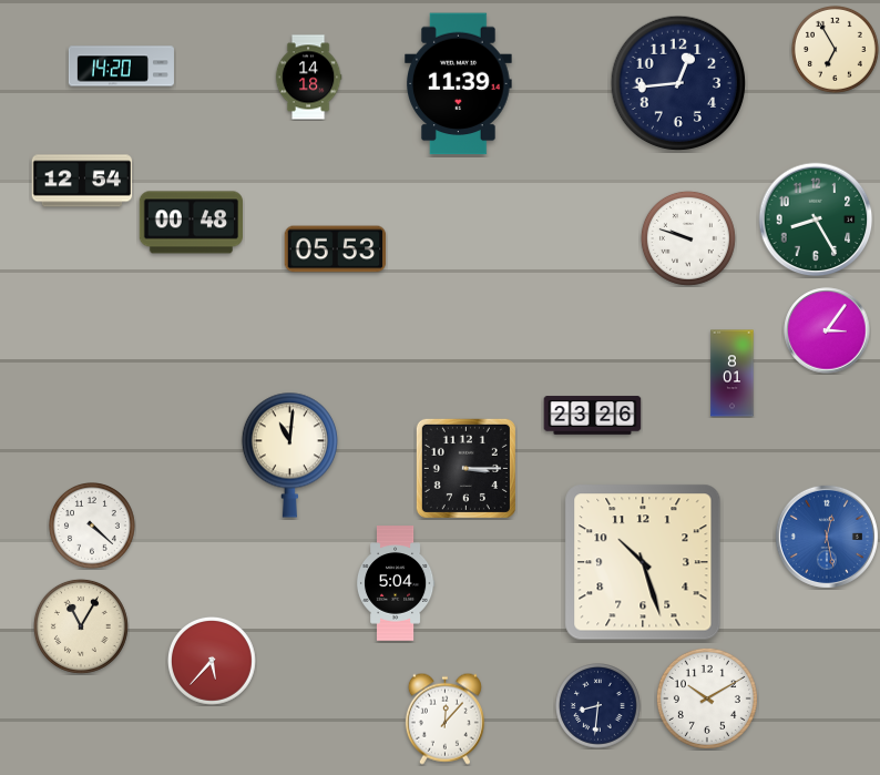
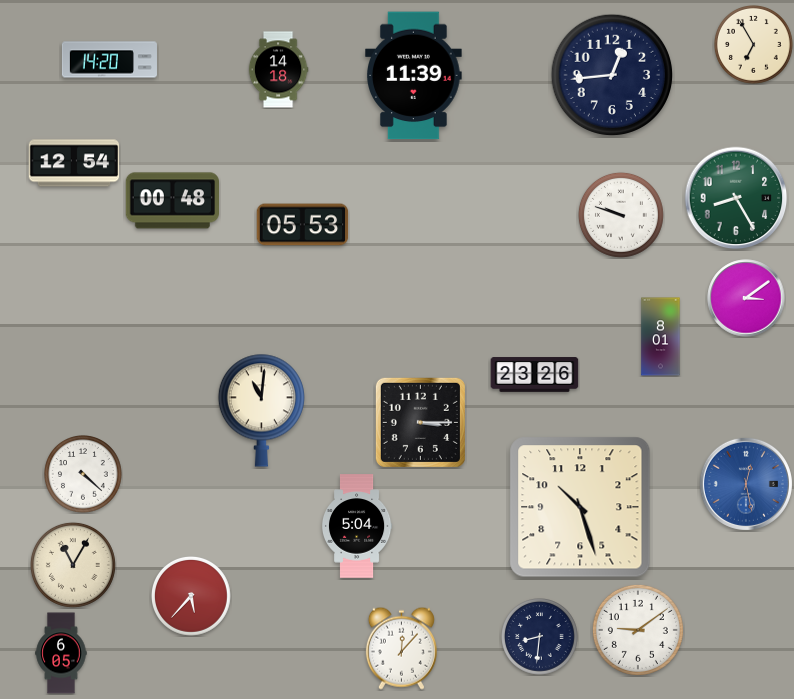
clock at (827, 330): 3:06 -> 3:09
clock at (707, 698): 10:10 -> 9:09
clock at (61, 653): none -> 6:05
